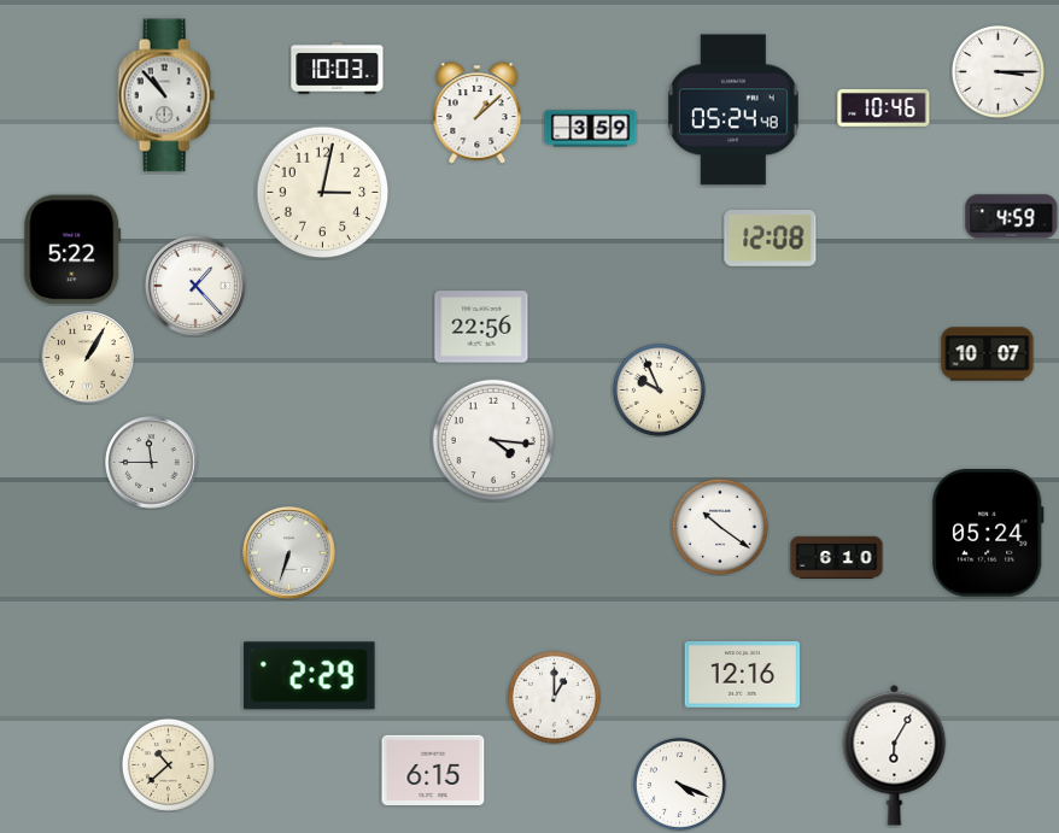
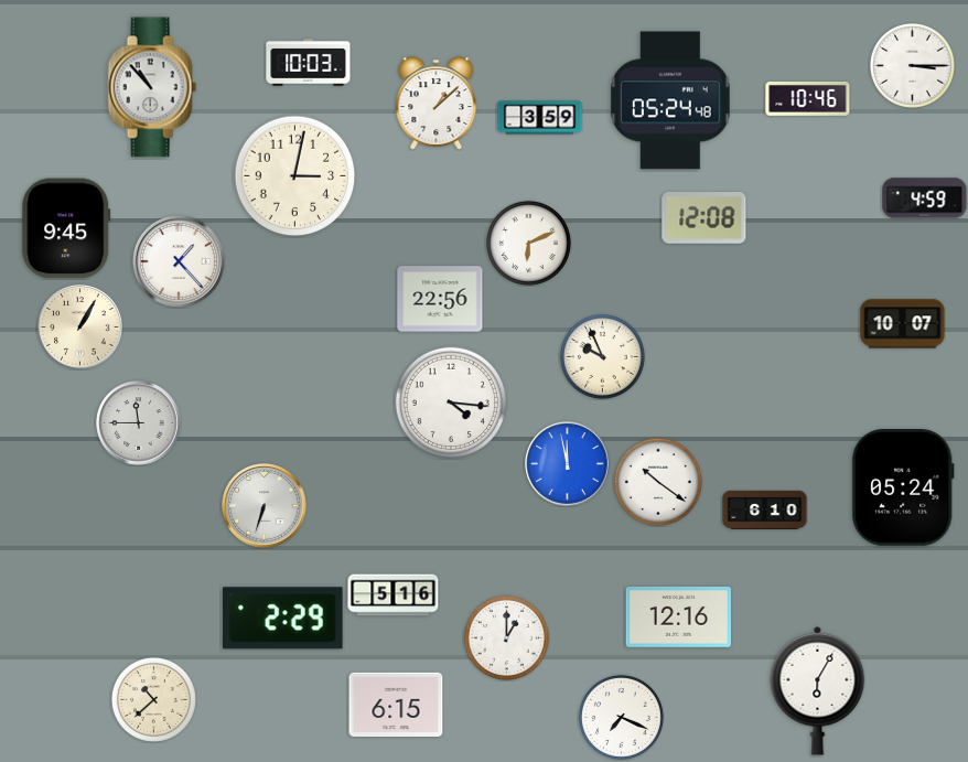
clock at (72, 250): 5:22 -> 9:45
clock at (528, 243): none -> 6:11
clock at (568, 464): none -> 11:58
clock at (394, 595): none -> 5:16
clock at (679, 784): 4:19 -> 7:19
